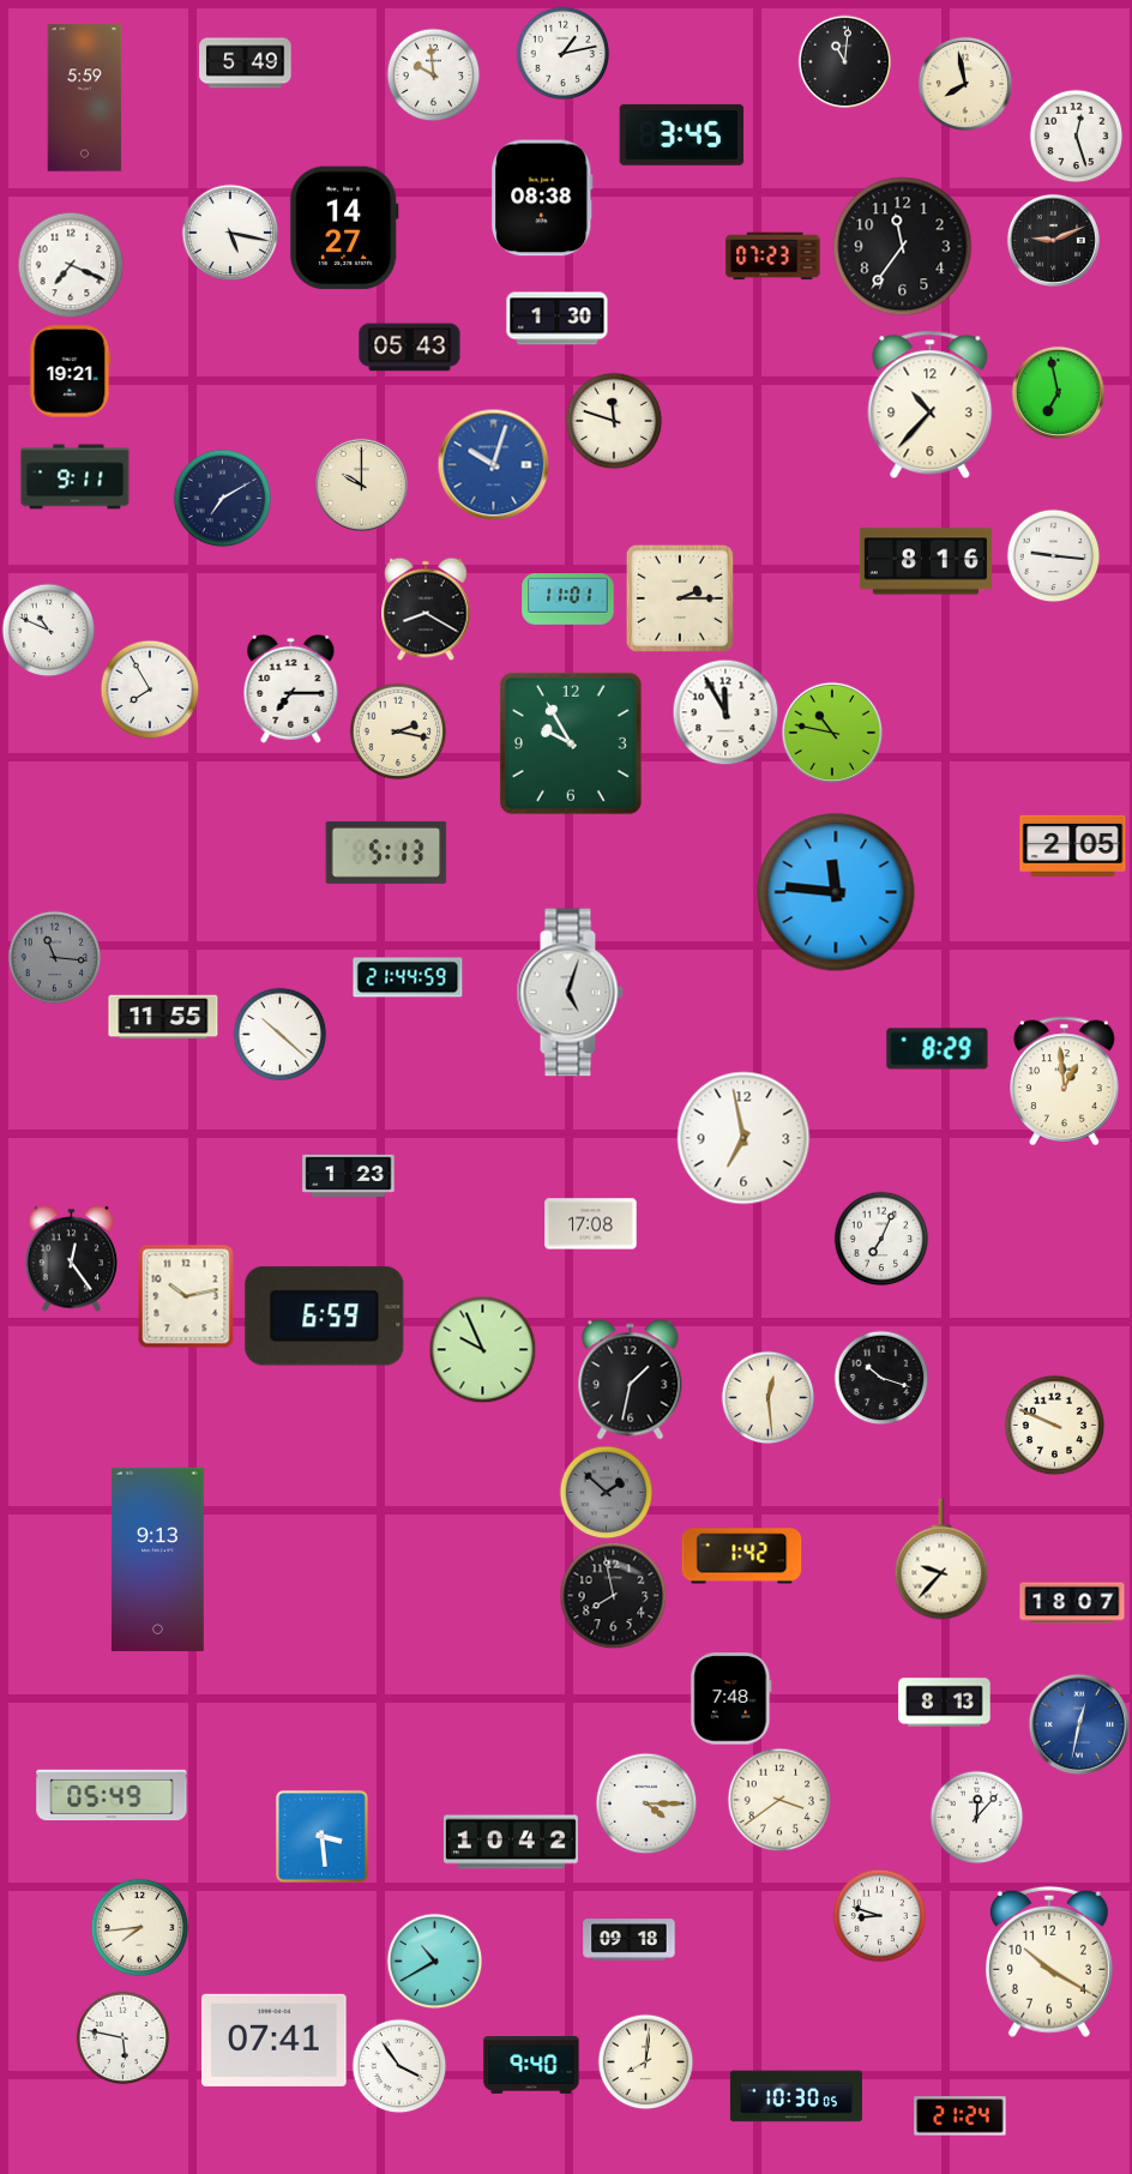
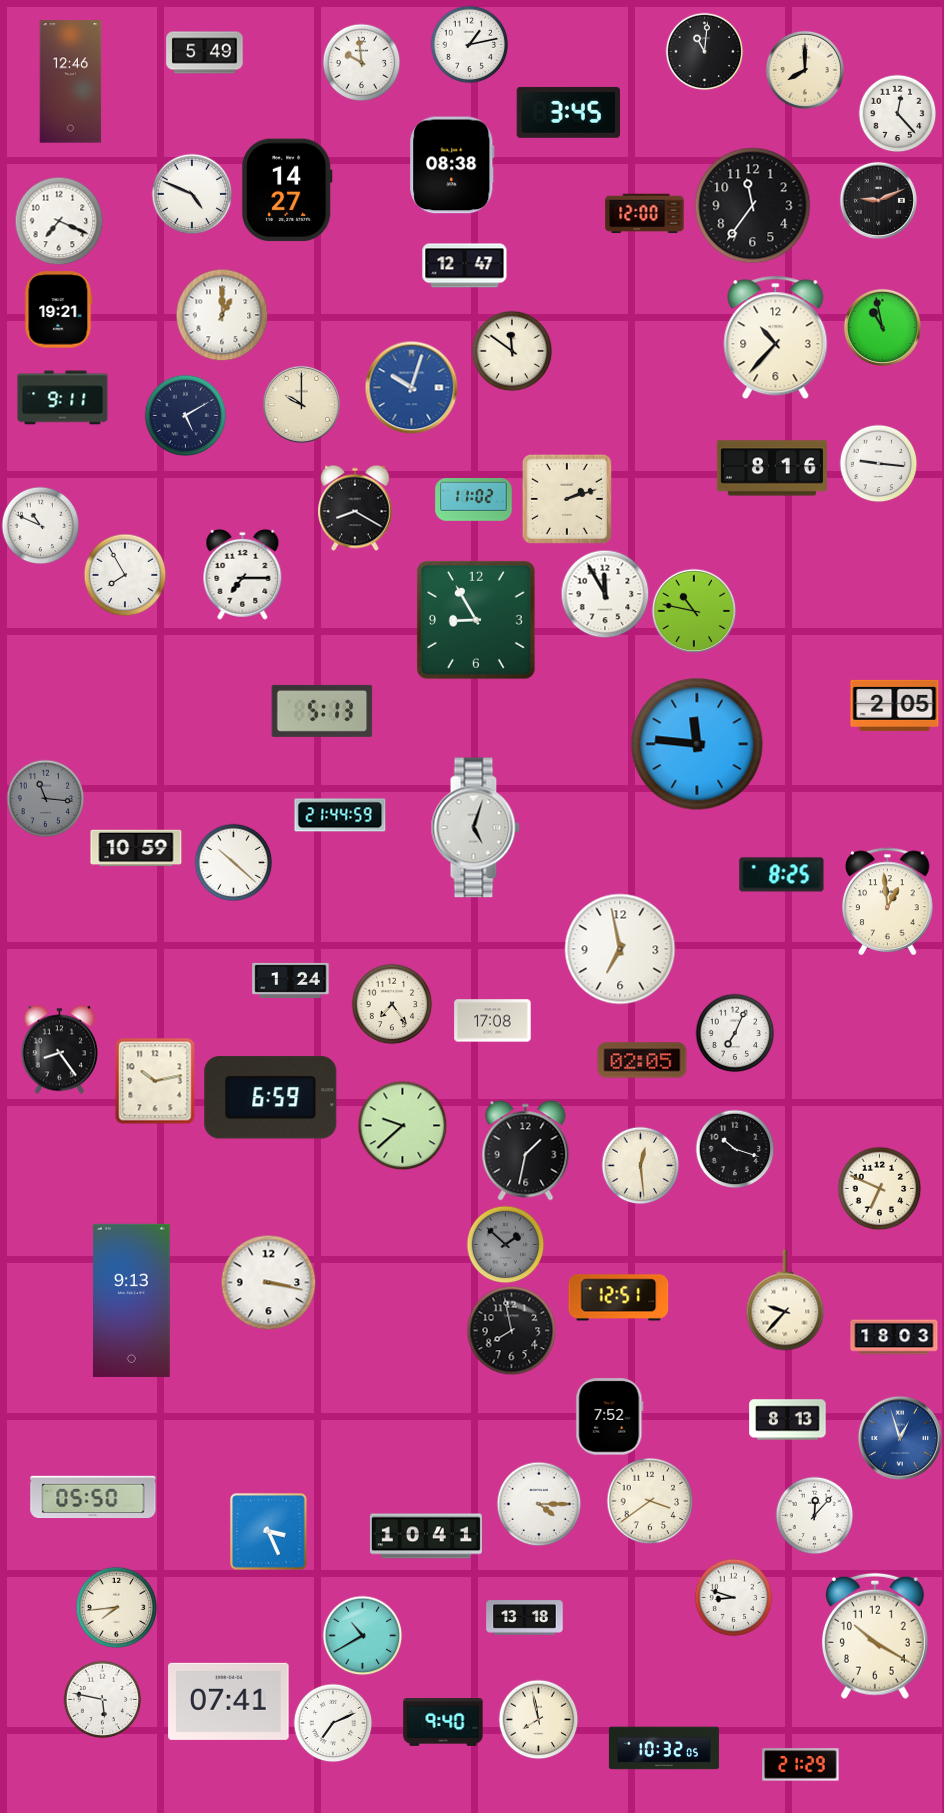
clock at (965, 84): 7:58 -> 8:00
clock at (85, 98): 5:59 -> 12:46
clock at (1076, 136): 12:27 -> 12:23
clock at (230, 233): 5:17 -> 4:49
clock at (773, 257): 07:23 -> 12:00
clock at (558, 319): 1:30 -> 12:47
clock at (410, 348): 05:43 -> none
clock at (222, 315): none -> 1:00
clock at (1058, 392): 6:58 -> 10:58
clock at (614, 421): 11:48 -> 11:51
clock at (222, 498): 7:10 -> 5:10
clock at (680, 598): 2:15 -> 2:12
clock at (568, 600): 11:01 -> 11:02
clock at (398, 731): 2:17 -> none
clock at (571, 743): 9:55 -> 8:55
clock at (163, 1017): 11:55 -> 10:59
clock at (938, 1049): 8:29 -> 8:25
clock at (349, 1175): 1:23 -> 1:24
clock at (392, 1004): none -> 7:24
clock at (71, 1259): 12:24 -> 8:24
clock at (642, 1060): none -> 02:05
clock at (482, 1349): 9:56 -> 9:38
clock at (1054, 1425): 9:49 -> 6:49
clock at (268, 1282): none -> 3:17
clock at (742, 1556): 1:42 -> 12:51
clock at (1072, 1603): 18:07 -> 18:03
clock at (731, 1699): 7:48 -> 7:52
clock at (1079, 1724): 12:32 -> 12:57
clock at (112, 1795): 05:49 -> 05:50
clock at (321, 1836): 3:29 -> 3:26
clock at (511, 1842): 10:42 -> 10:41
clock at (630, 1940): 09:18 -> 13:18
clock at (645, 2061): 8:01 -> 7:58
clock at (399, 2066): 3:54 -> 7:11
clock at (796, 2096): 10:30 -> 10:32
clock at (961, 2116): 21:24 -> 21:29
